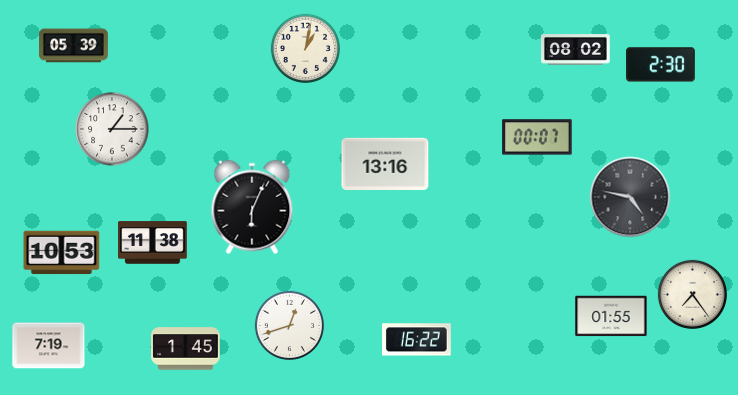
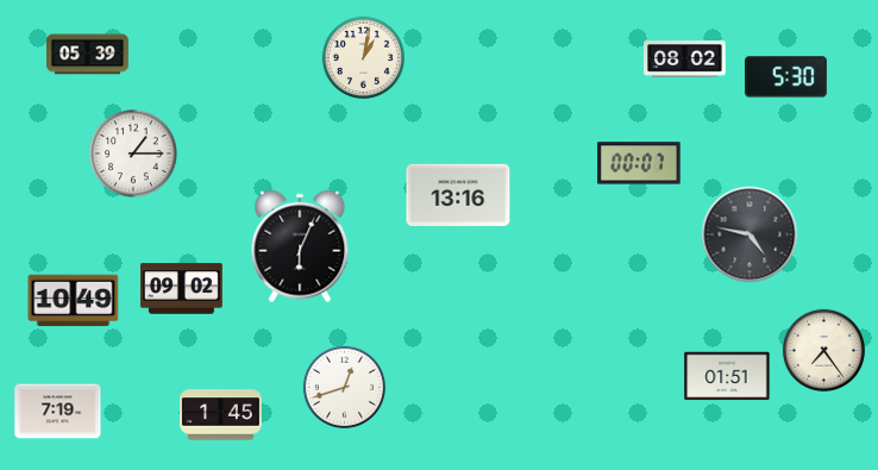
clock at (661, 65): 2:30 -> 5:30
clock at (153, 243): 11:38 -> 09:02
clock at (62, 253): 10:53 -> 10:49
clock at (611, 316): 01:55 -> 01:51
clock at (417, 340): 16:22 -> none
